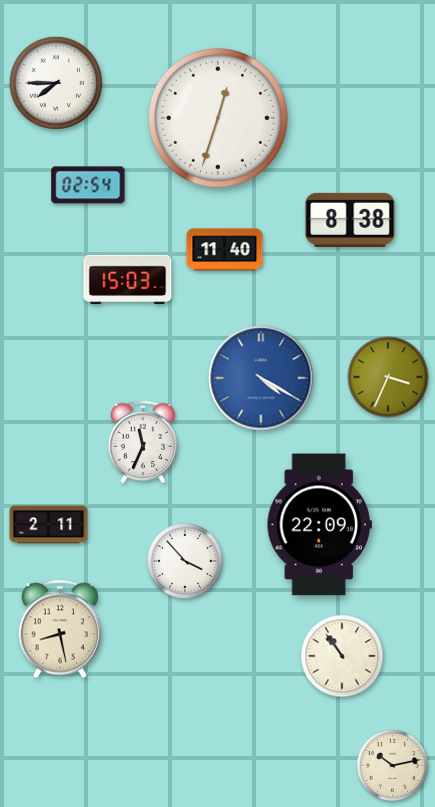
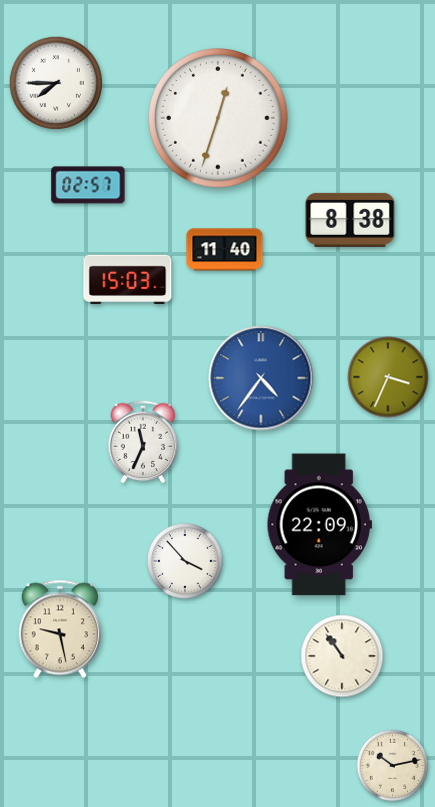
clock at (88, 185): 02:54 -> 02:57
clock at (261, 378): 4:20 -> 4:36
clock at (49, 525): 2:11 -> none
clock at (60, 629): 8:28 -> 9:28
